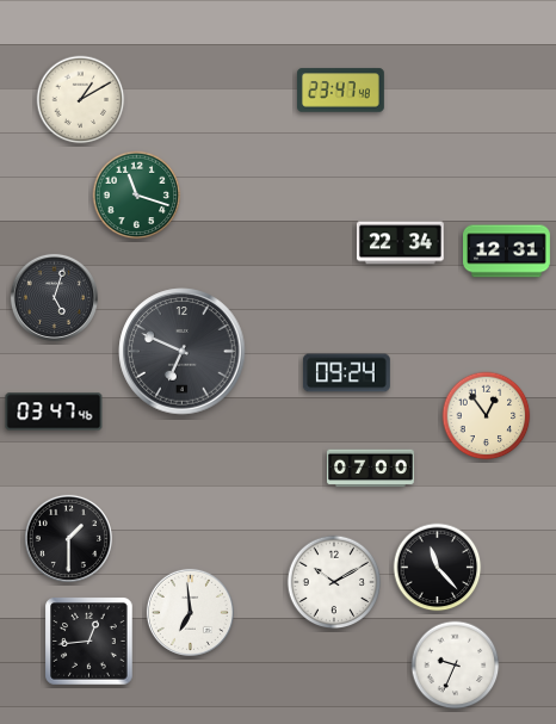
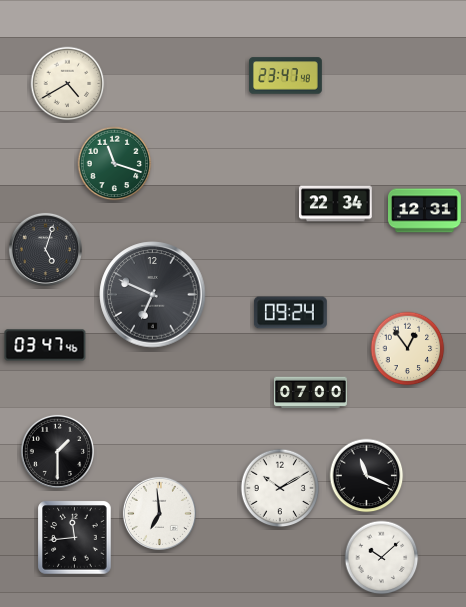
clock at (81, 100): 1:10 -> 4:40
clock at (438, 568): 11:23 -> 11:19
clock at (89, 642): 12:44 -> 11:44
clock at (456, 666): 9:34 -> 10:08
